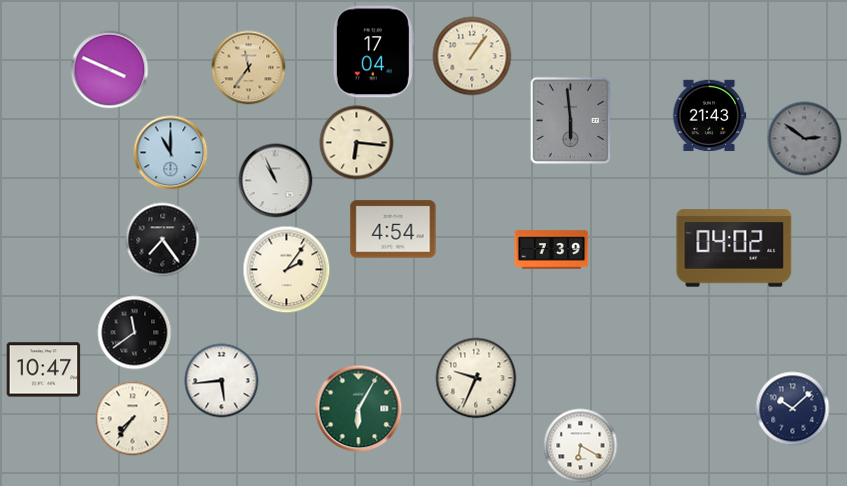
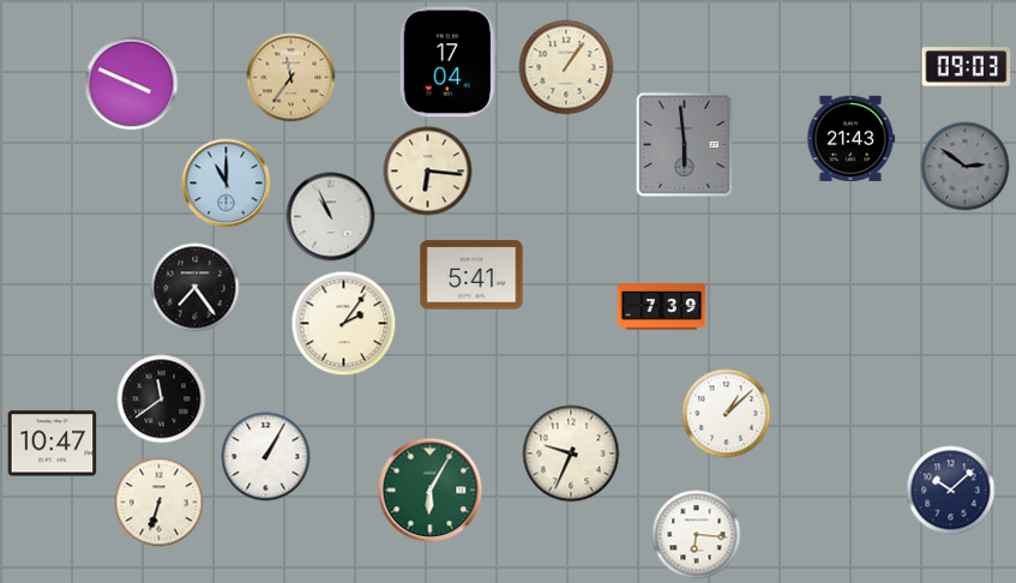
clock at (967, 67): none -> 09:03
clock at (249, 68) position: (249, 68) -> (291, 78)
clock at (171, 153) position: (171, 153) -> (227, 184)
clock at (393, 229): 4:54 -> 5:41
clock at (734, 248): 04:02 -> none
clock at (552, 250) position: (552, 250) -> (662, 307)
clock at (727, 414): none -> 1:08
clock at (222, 381): 5:44 -> 1:05
clock at (133, 419): 7:36 -> 6:33
clock at (581, 446): 6:20 -> 6:16
